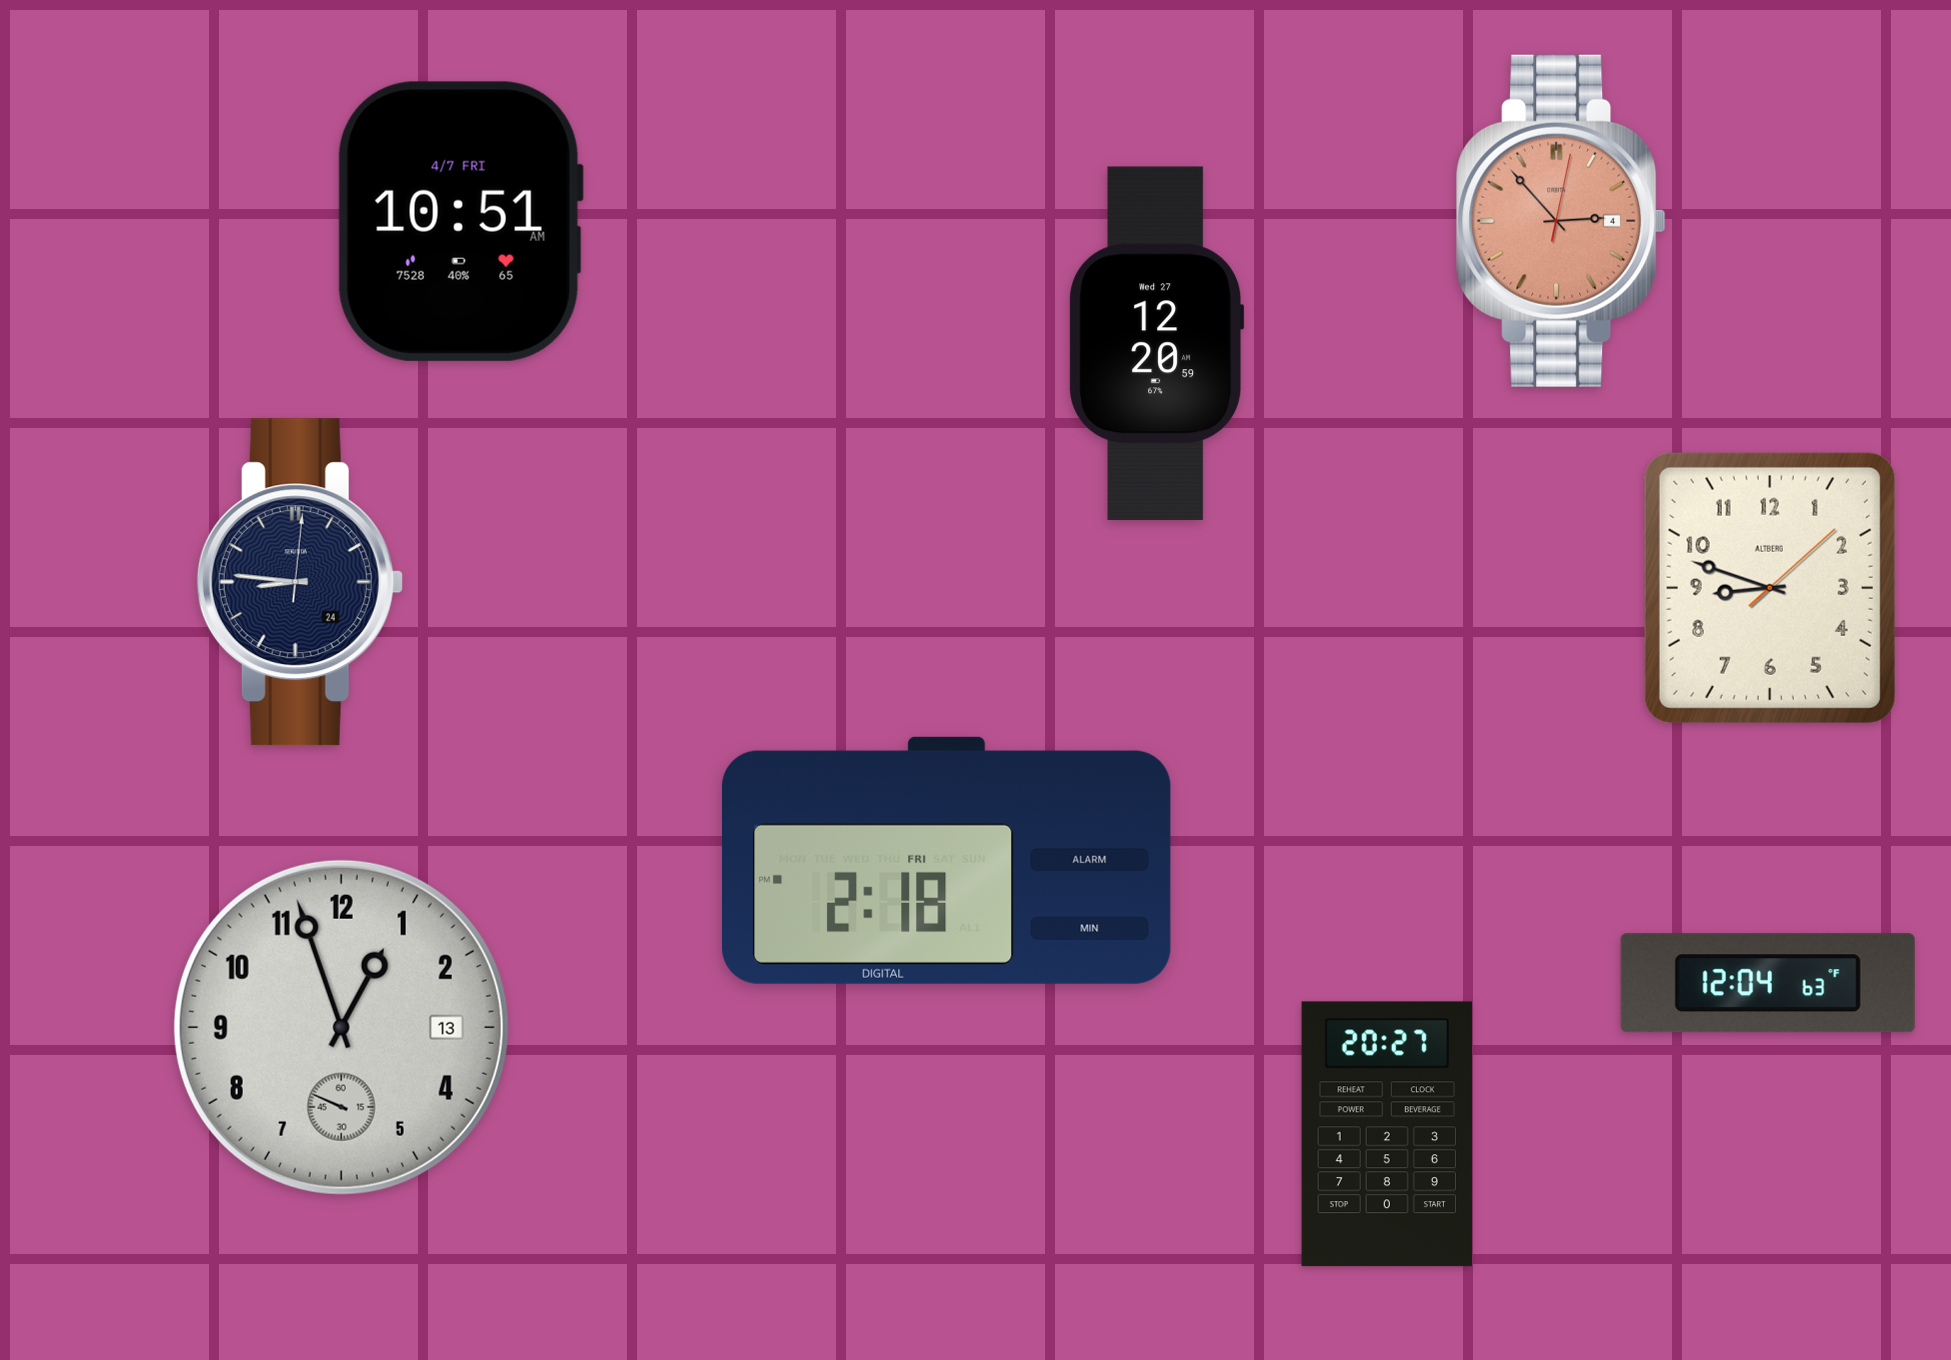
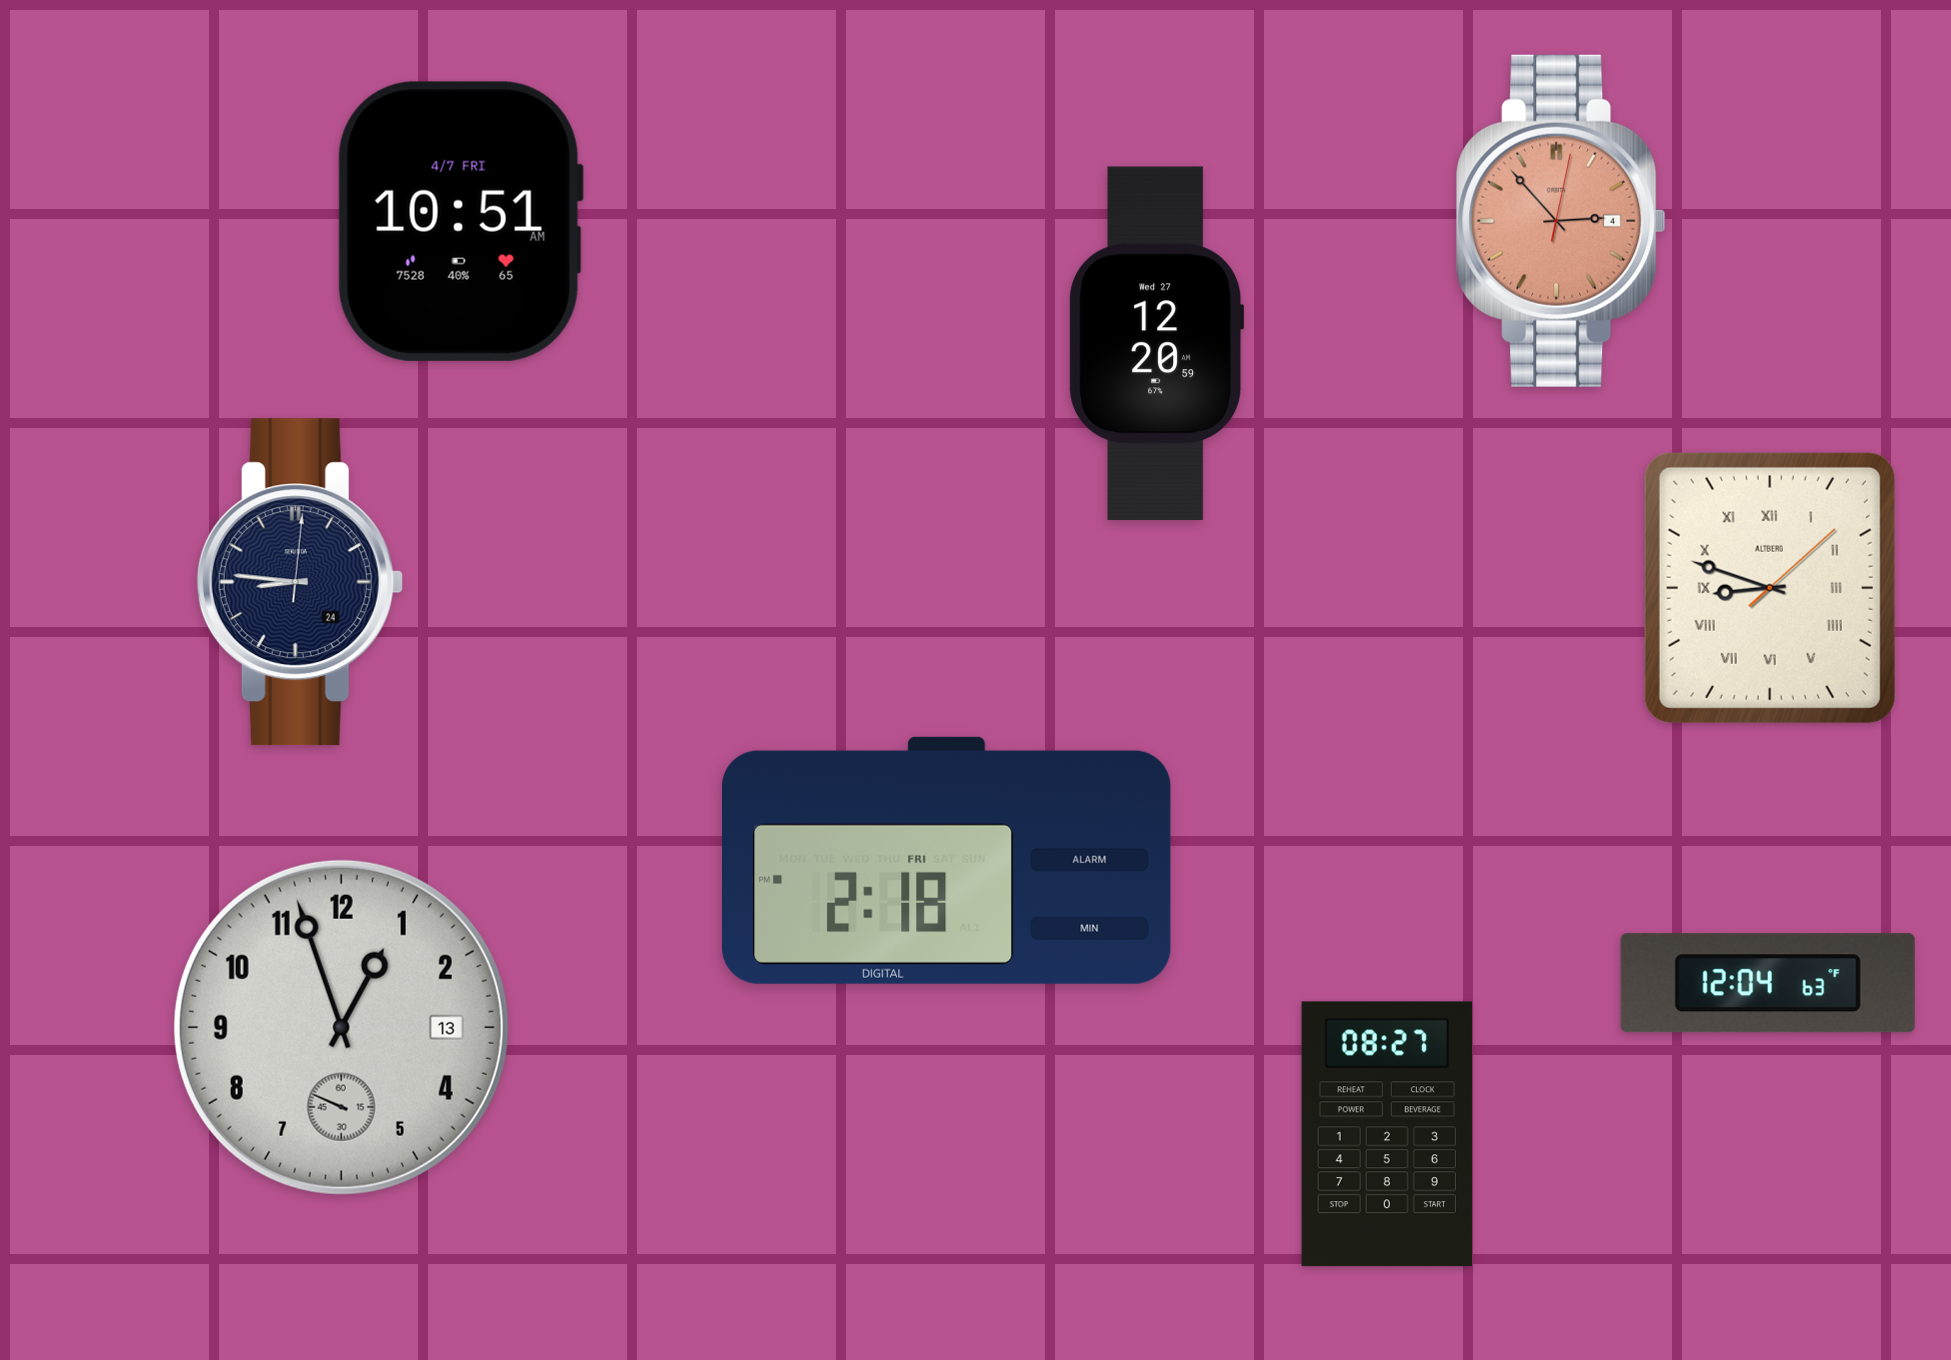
clock at (1770, 588) numerals: Arabic -> Roman
clock at (1387, 1134): 20:27 -> 08:27
